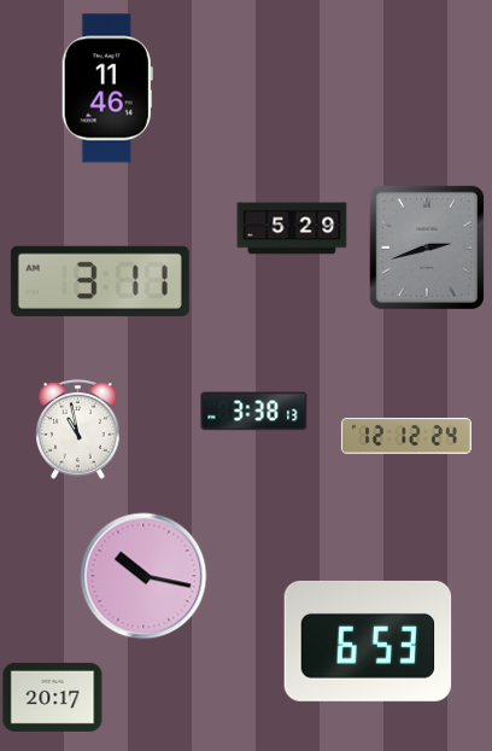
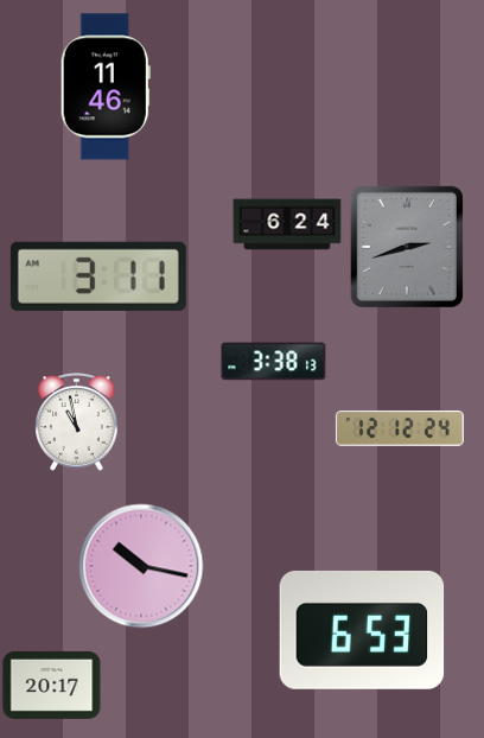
clock at (292, 228): 5:29 -> 6:24
clock at (427, 248) position: (427, 248) -> (407, 247)
clock at (254, 412) position: (254, 412) -> (274, 362)
